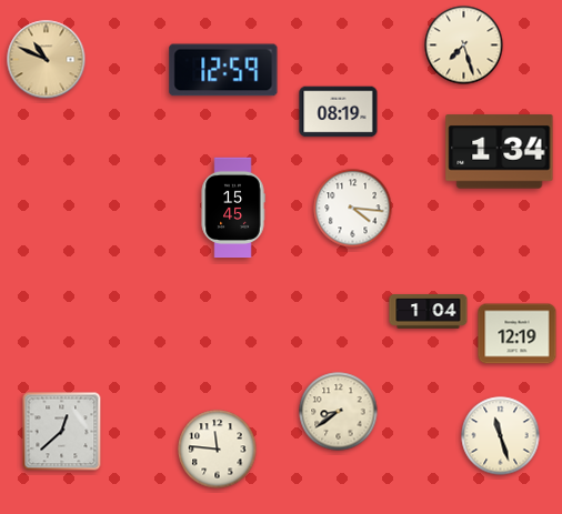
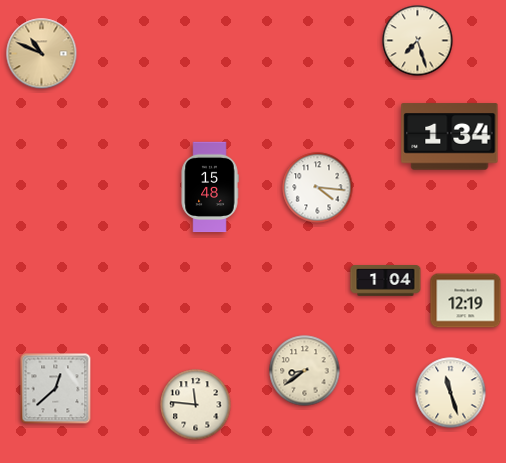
clock at (223, 70): 12:59 -> none
clock at (339, 112): 08:19 -> none
clock at (233, 208): 15:45 -> 15:48
